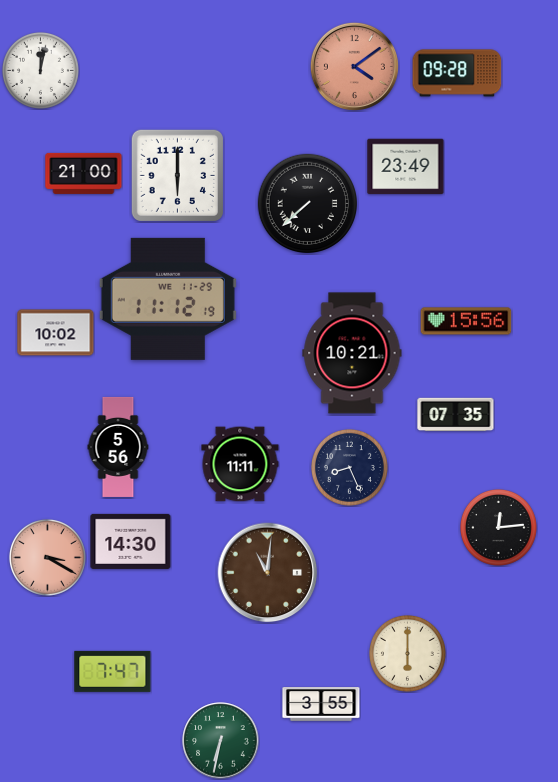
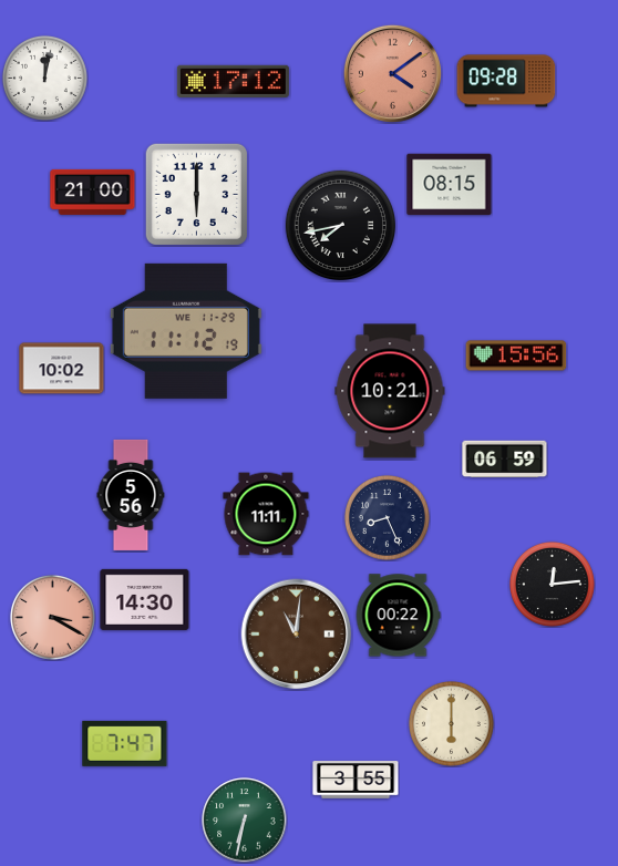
clock at (233, 81): none -> 17:12
clock at (406, 167): 23:49 -> 08:15
clock at (307, 203): 7:38 -> 7:43
clock at (456, 415): 07:35 -> 06:59
clock at (398, 616): none -> 00:22
